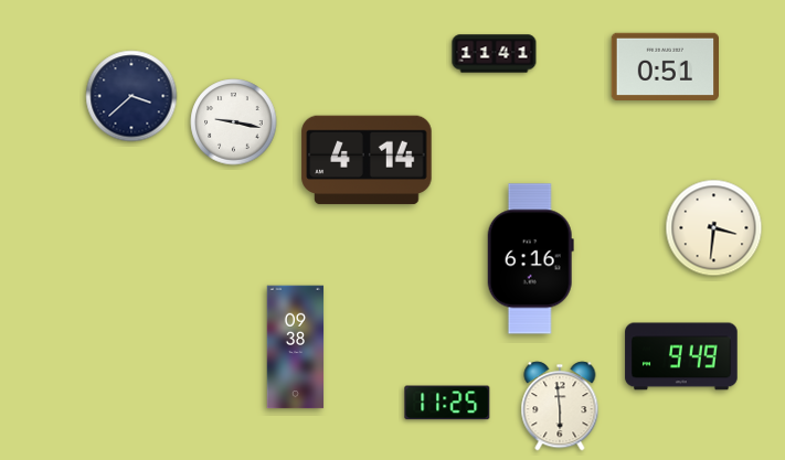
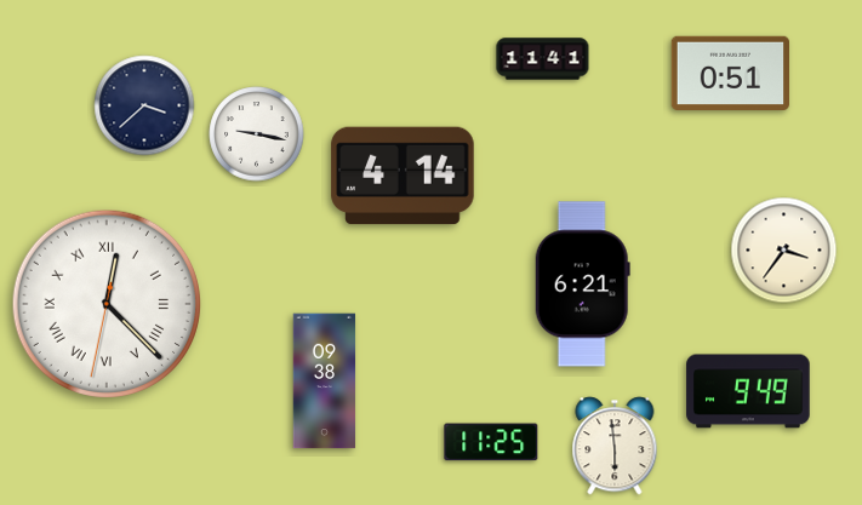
clock at (714, 228): 3:31 -> 3:36
clock at (530, 259): 6:16 -> 6:21
clock at (105, 303): none -> 12:22
